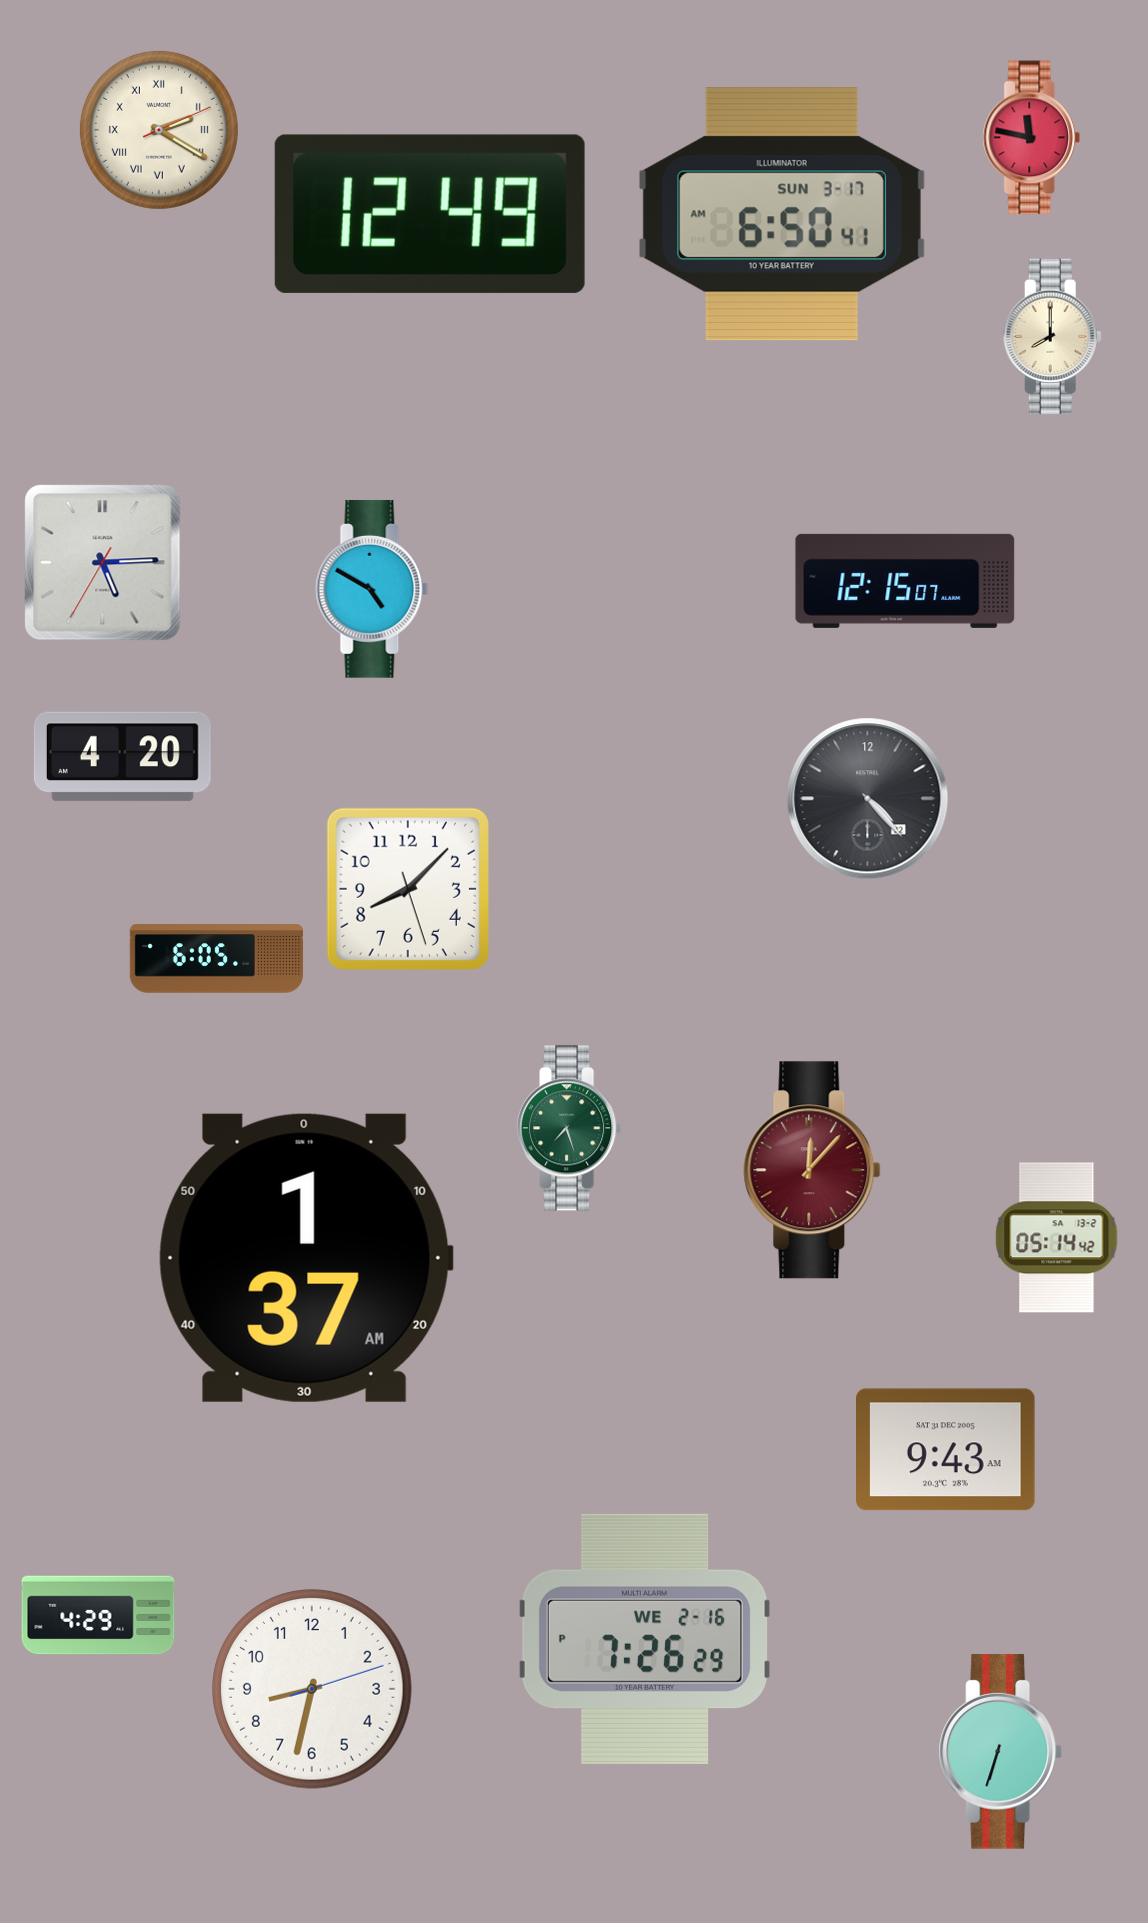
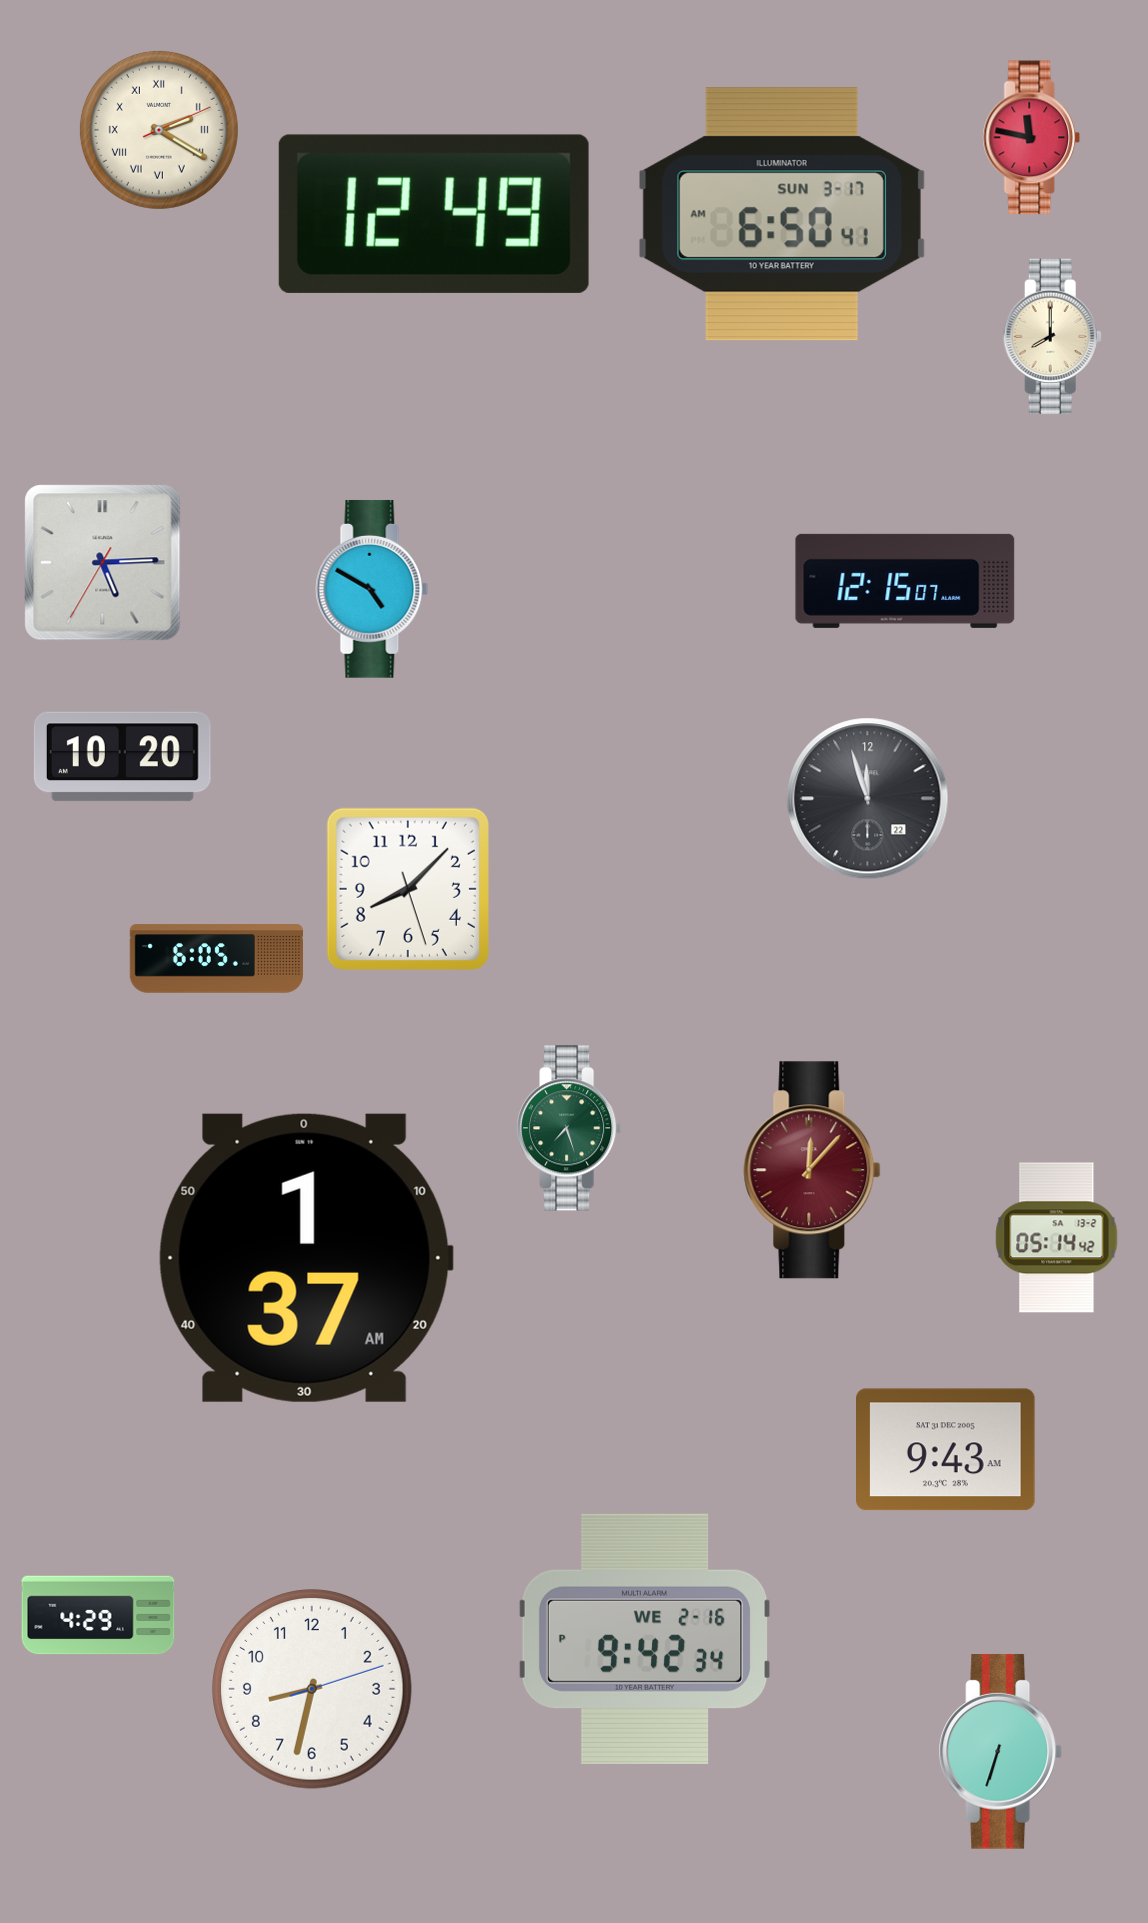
clock at (430, 214) position: (430, 214) -> (434, 214)
clock at (122, 757): 4:20 -> 10:20
clock at (868, 799): 4:23 -> 11:57
clock at (645, 1639): 7:26 -> 9:42
